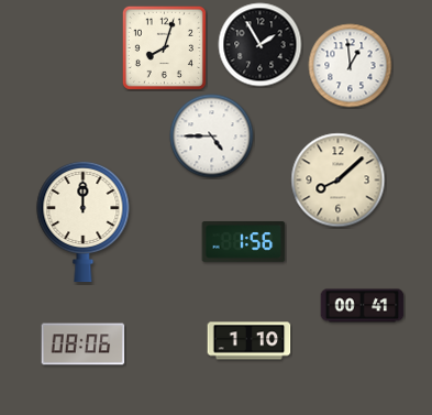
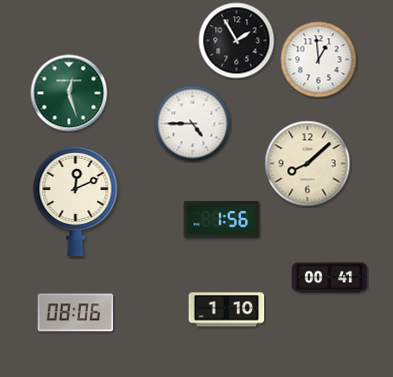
clock at (164, 47): 8:03 -> none
clock at (69, 93): none -> 12:27
clock at (84, 221): 12:00 -> 12:11
